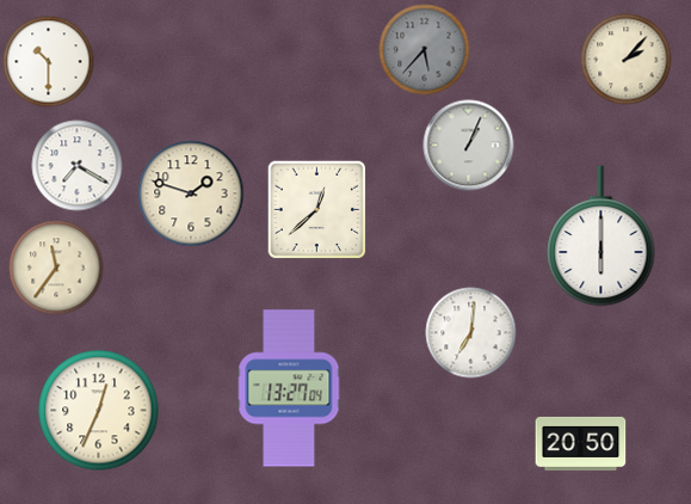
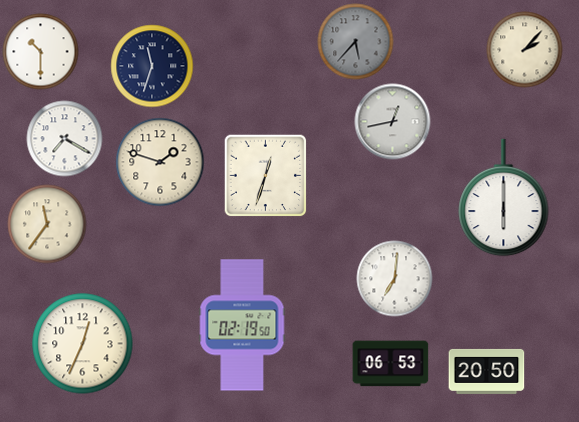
clock at (152, 66): none -> 11:33
clock at (469, 146): 1:04 -> 12:43
clock at (317, 210): 12:38 -> 12:33
clock at (289, 388): 13:27 -> 02:19
clock at (391, 364): none -> 06:53
